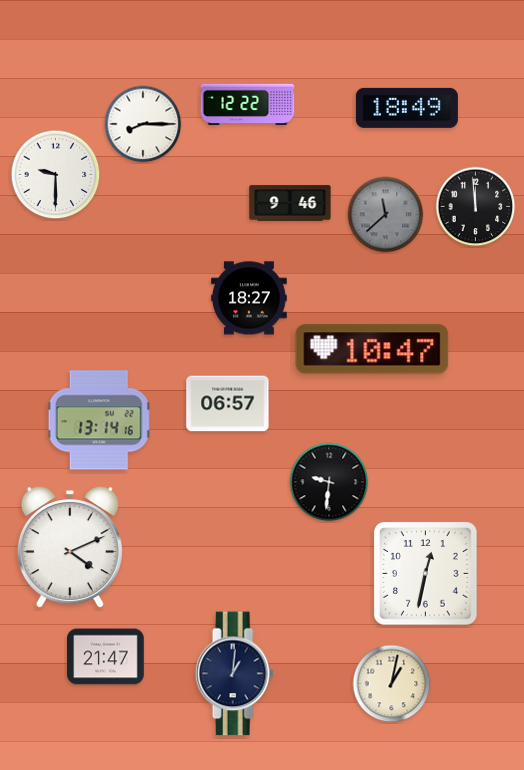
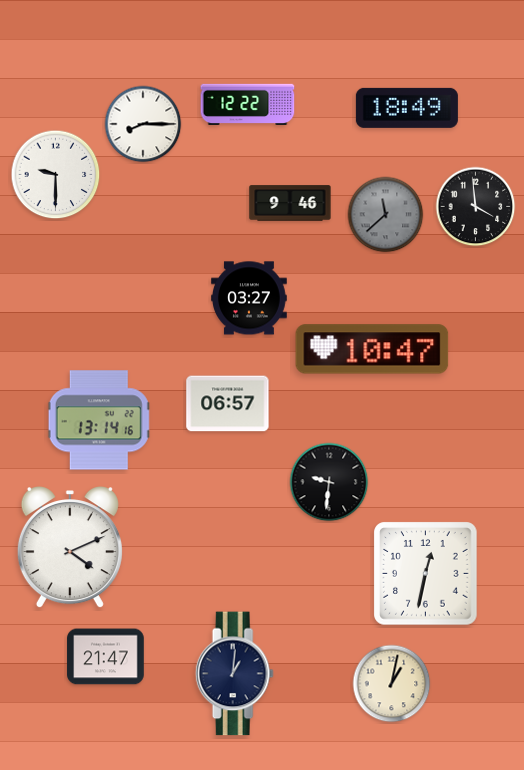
clock at (476, 207): 11:59 -> 3:59
clock at (249, 298): 18:27 -> 03:27
